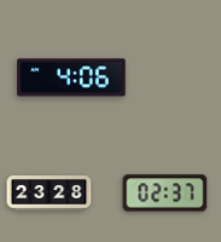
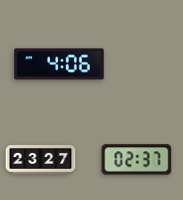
clock at (50, 194): 23:28 -> 23:27
